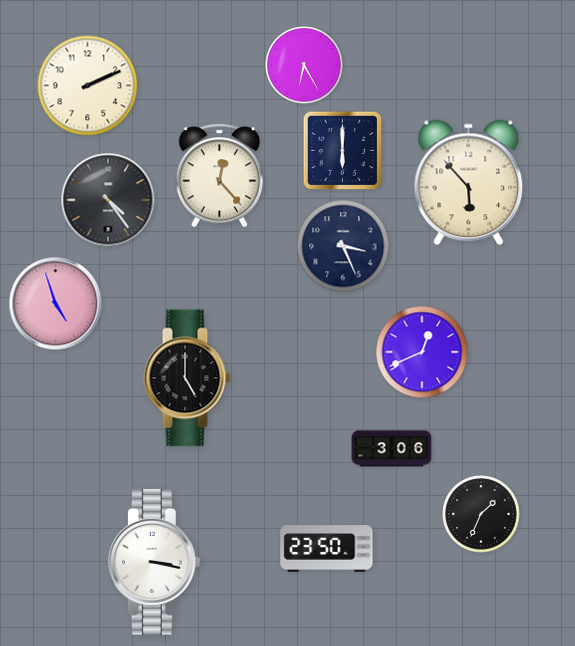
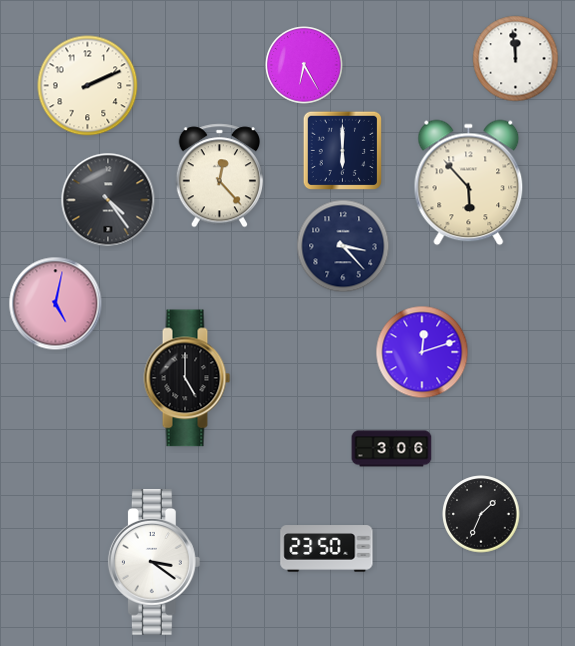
clock at (516, 59): none -> 11:59
clock at (343, 246): 3:26 -> 3:23
clock at (56, 304): 4:57 -> 5:02
clock at (422, 352): 12:41 -> 12:12
clock at (154, 563): 3:17 -> 3:21
